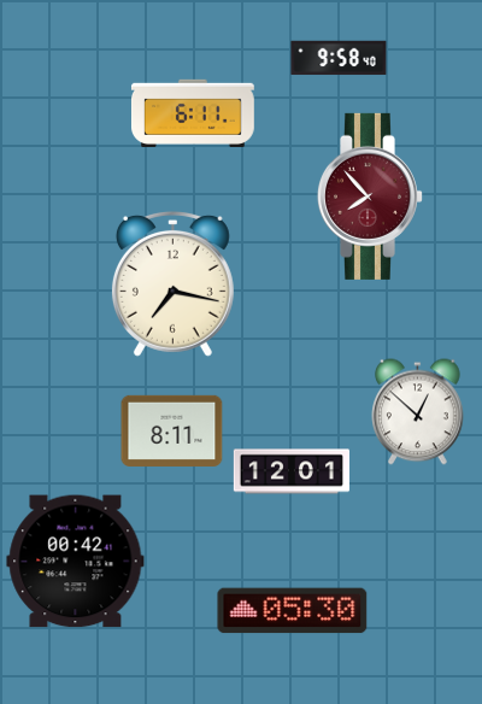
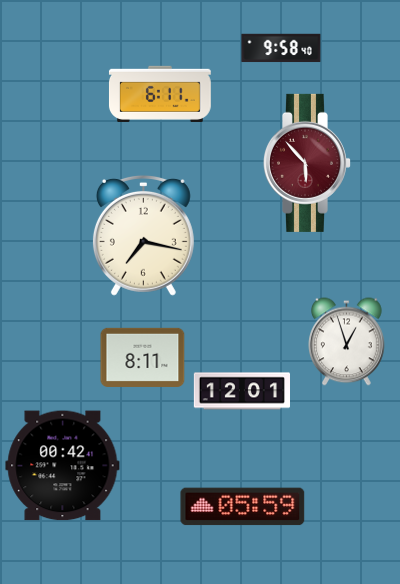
clock at (369, 196): 7:53 -> 5:53
clock at (418, 412): 12:52 -> 12:57
clock at (293, 611): 05:30 -> 05:59
